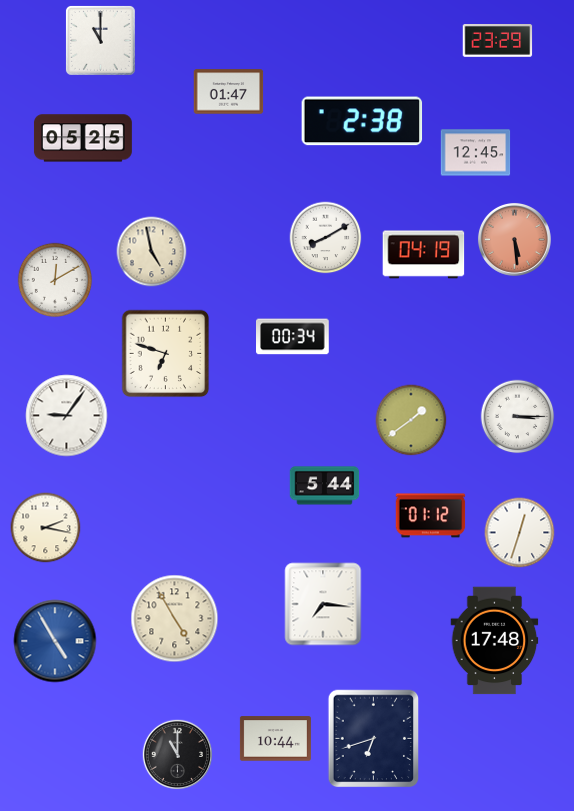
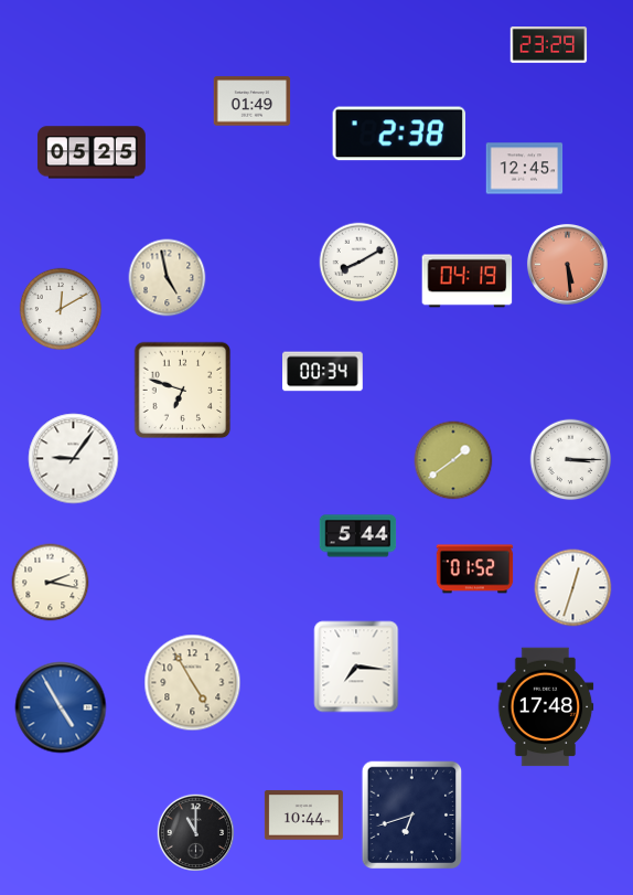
clock at (100, 40): 11:00 -> none
clock at (229, 92): 01:47 -> 01:49
clock at (411, 420) position: (411, 420) -> (453, 460)
clock at (431, 516): 01:12 -> 01:52
